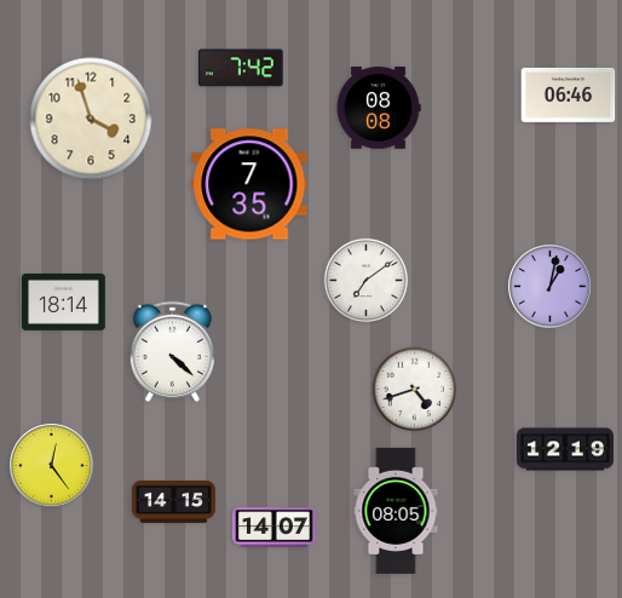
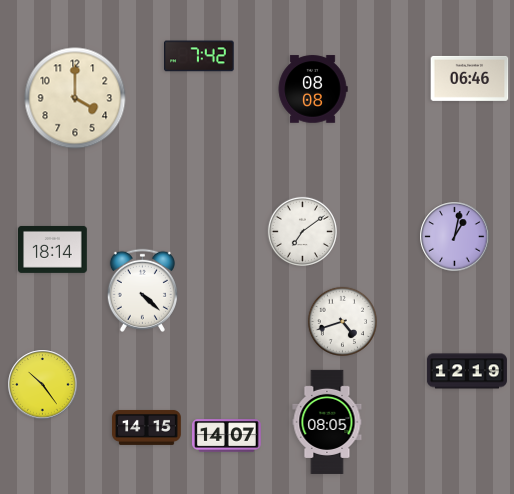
clock at (91, 119): 3:57 -> 4:00
clock at (249, 184): 7:35 -> none
clock at (52, 466): 12:24 -> 10:24
clock at (174, 501) position: (174, 501) -> (147, 427)
